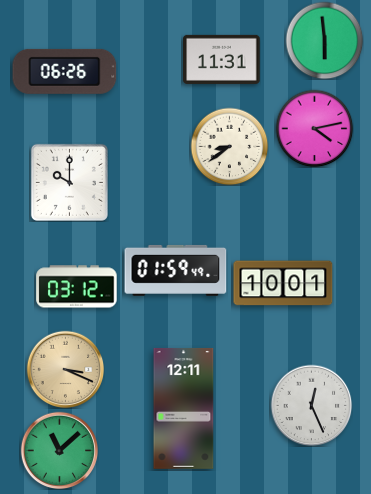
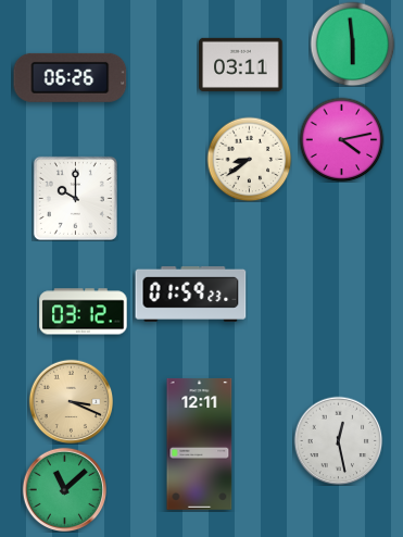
clock at (222, 59): 11:31 -> 03:11
clock at (176, 270): 01:59:49 -> 01:59:23
clock at (283, 283): 10:01 -> none
clock at (311, 405): 12:26 -> 12:28
